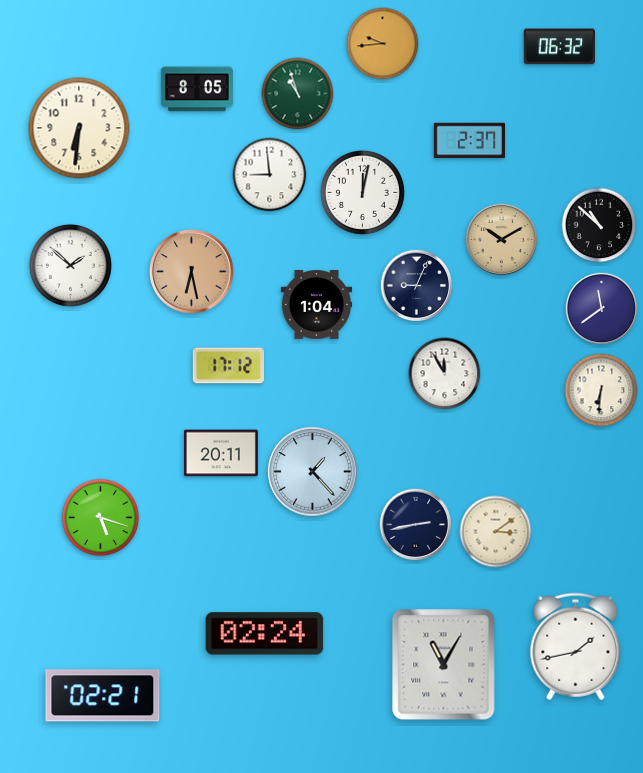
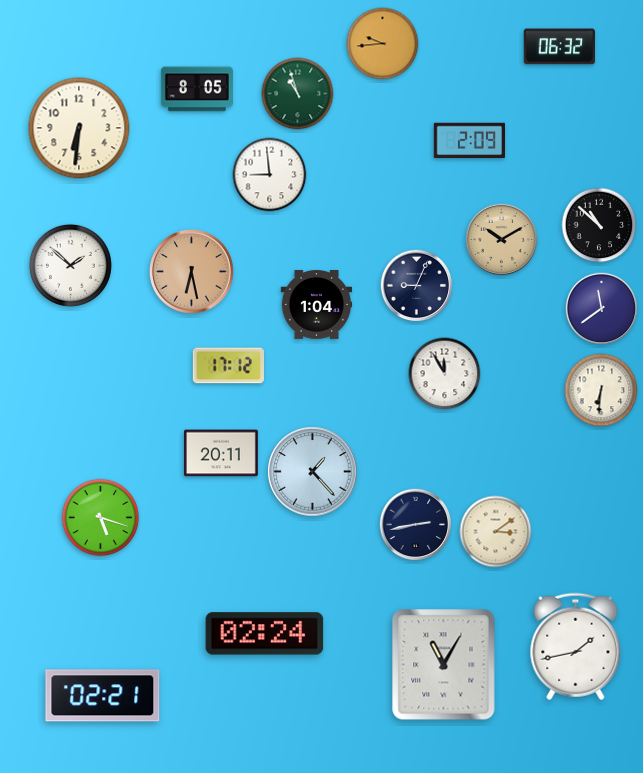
clock at (469, 141): 2:37 -> 2:09
clock at (362, 192): 12:02 -> none
